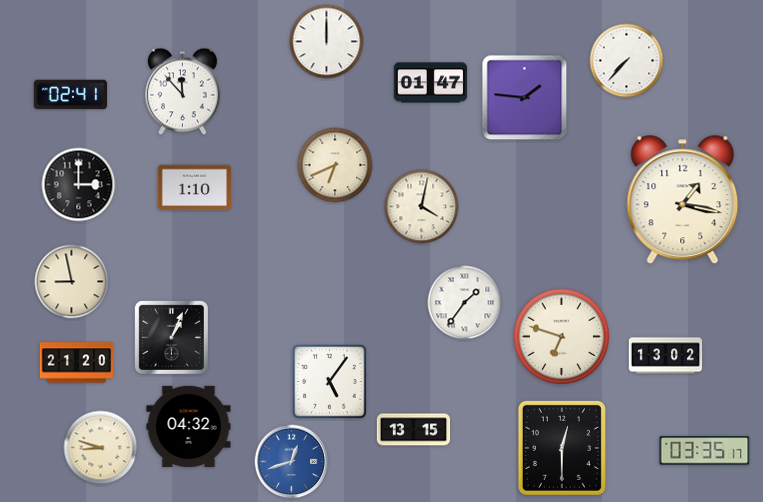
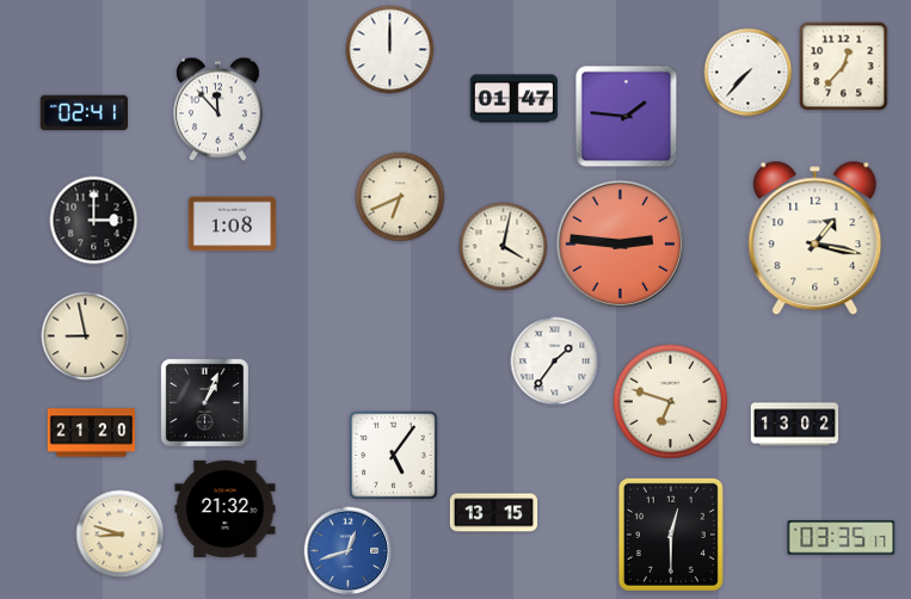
clock at (844, 67): none -> 12:37
clock at (195, 188): 1:10 -> 1:08
clock at (620, 243): none -> 2:46
clock at (189, 426): 04:32 -> 21:32
